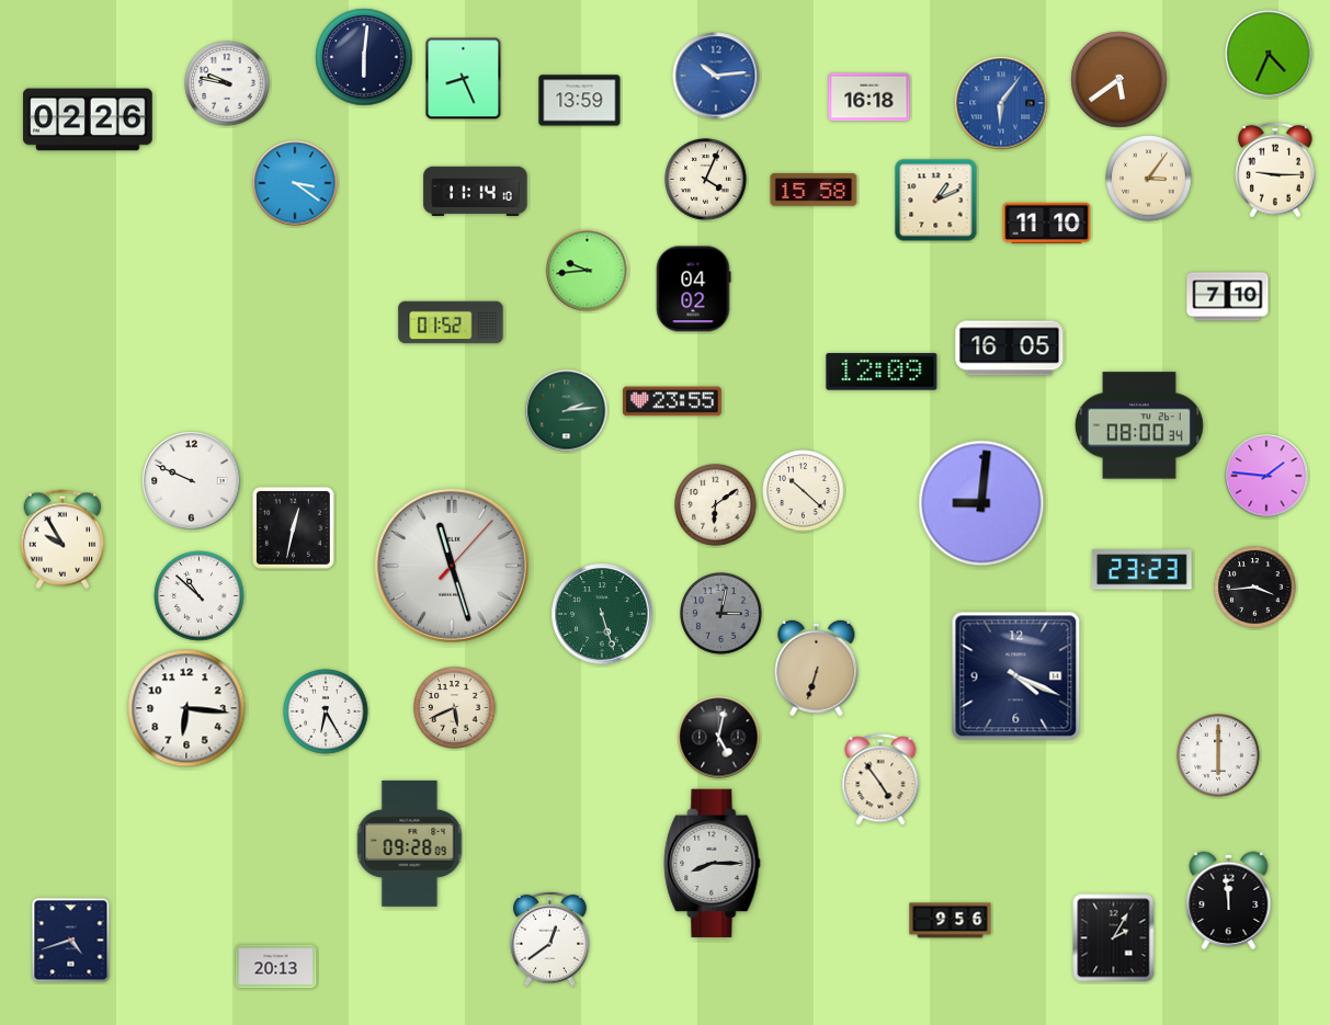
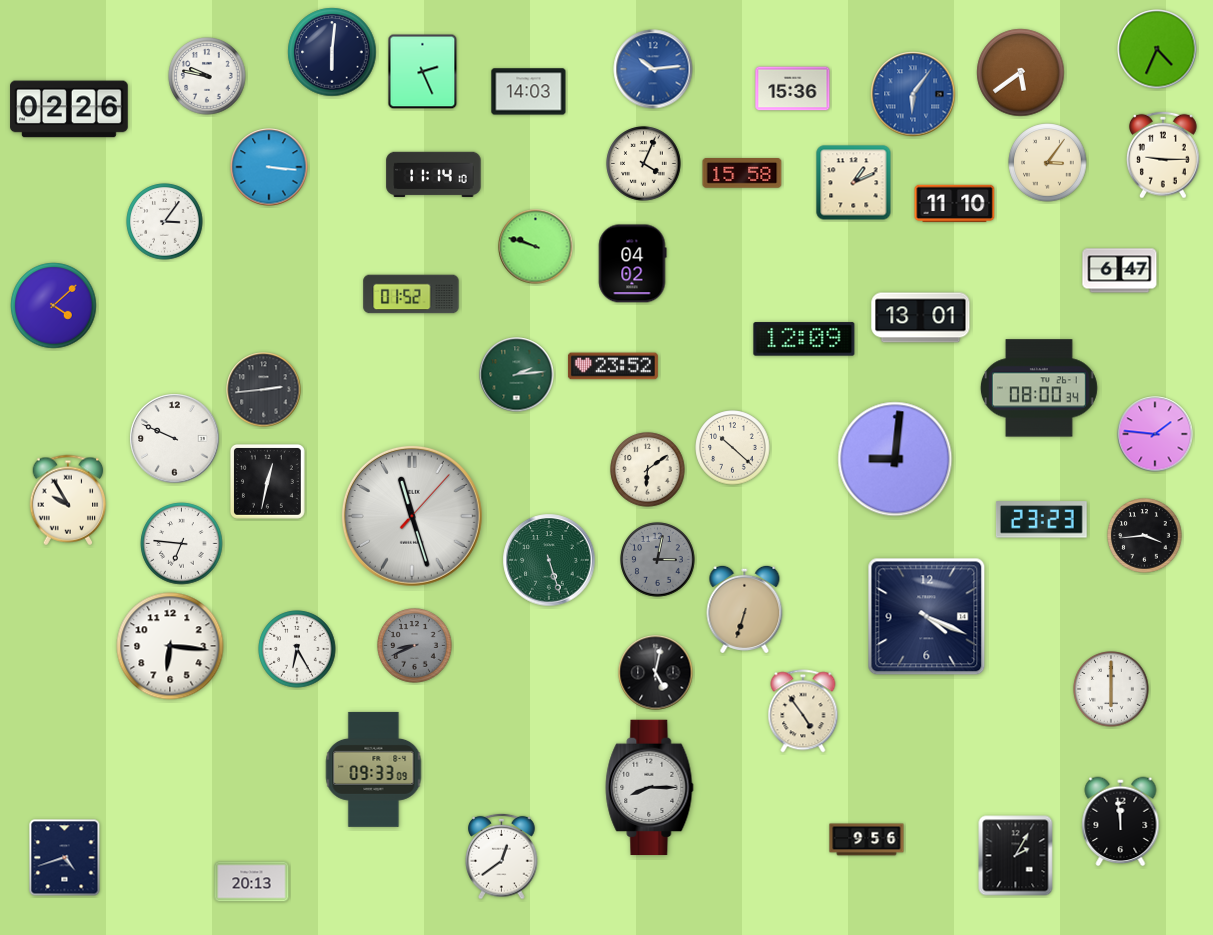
clock at (464, 79): 8:26 -> 2:26
clock at (869, 98): 16:18 -> 15:36
clock at (580, 101): 13:59 -> 14:03
clock at (88, 119) position: (88, 119) -> (69, 109)
clock at (295, 183): 3:21 -> 3:16
clock at (165, 222): none -> 3:06
clock at (588, 271): 9:44 -> 9:48
clock at (1228, 297): 7:10 -> 6:47
clock at (54, 306): none -> 4:08
clock at (1010, 349): 16:05 -> 13:01
clock at (672, 401): 23:55 -> 23:52
clock at (264, 390): none -> 2:44
clock at (716, 505) position: (716, 505) -> (648, 470)
clock at (62, 539) position: (62, 539) -> (68, 500)
clock at (200, 596): 10:52 -> 6:46
clock at (455, 708): 5:41 -> 8:41
clock at (455, 708) dial: cream -> grey
clock at (410, 843): 09:28 -> 09:33
